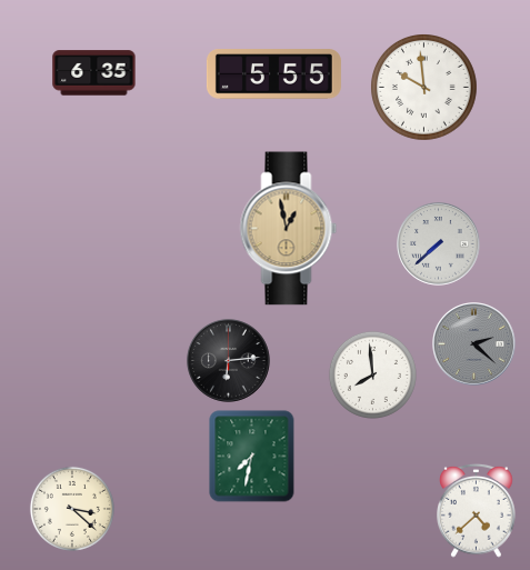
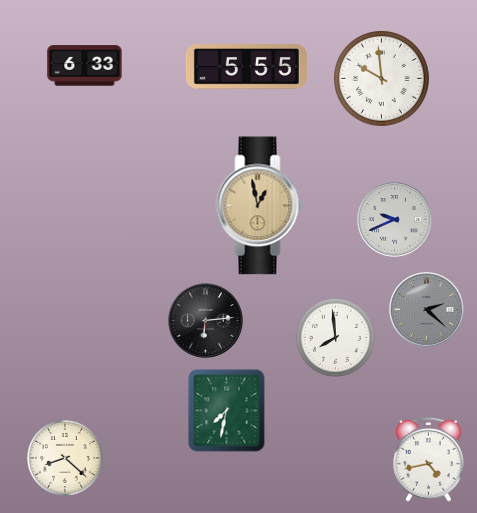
clock at (94, 73): 6:35 -> 6:33
clock at (439, 244): 7:38 -> 9:41
clock at (229, 361) position: (229, 361) -> (206, 321)
clock at (72, 509): 3:22 -> 8:22
clock at (477, 510): 4:38 -> 4:43
